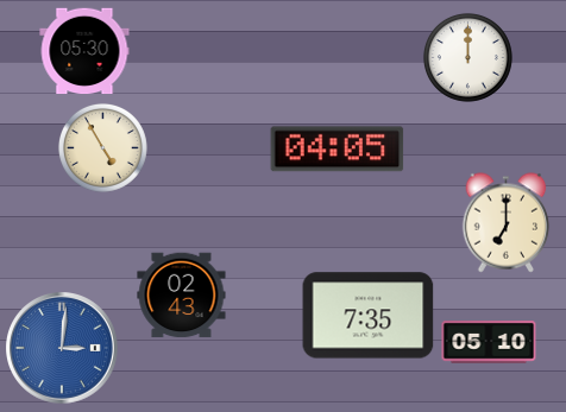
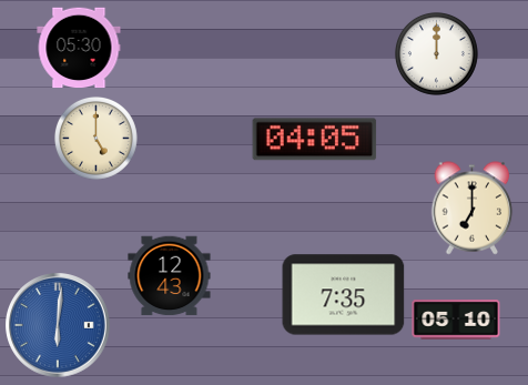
clock at (102, 147): 4:55 -> 5:00
clock at (182, 296): 02:43 -> 12:43
clock at (62, 348): 3:01 -> 6:01
